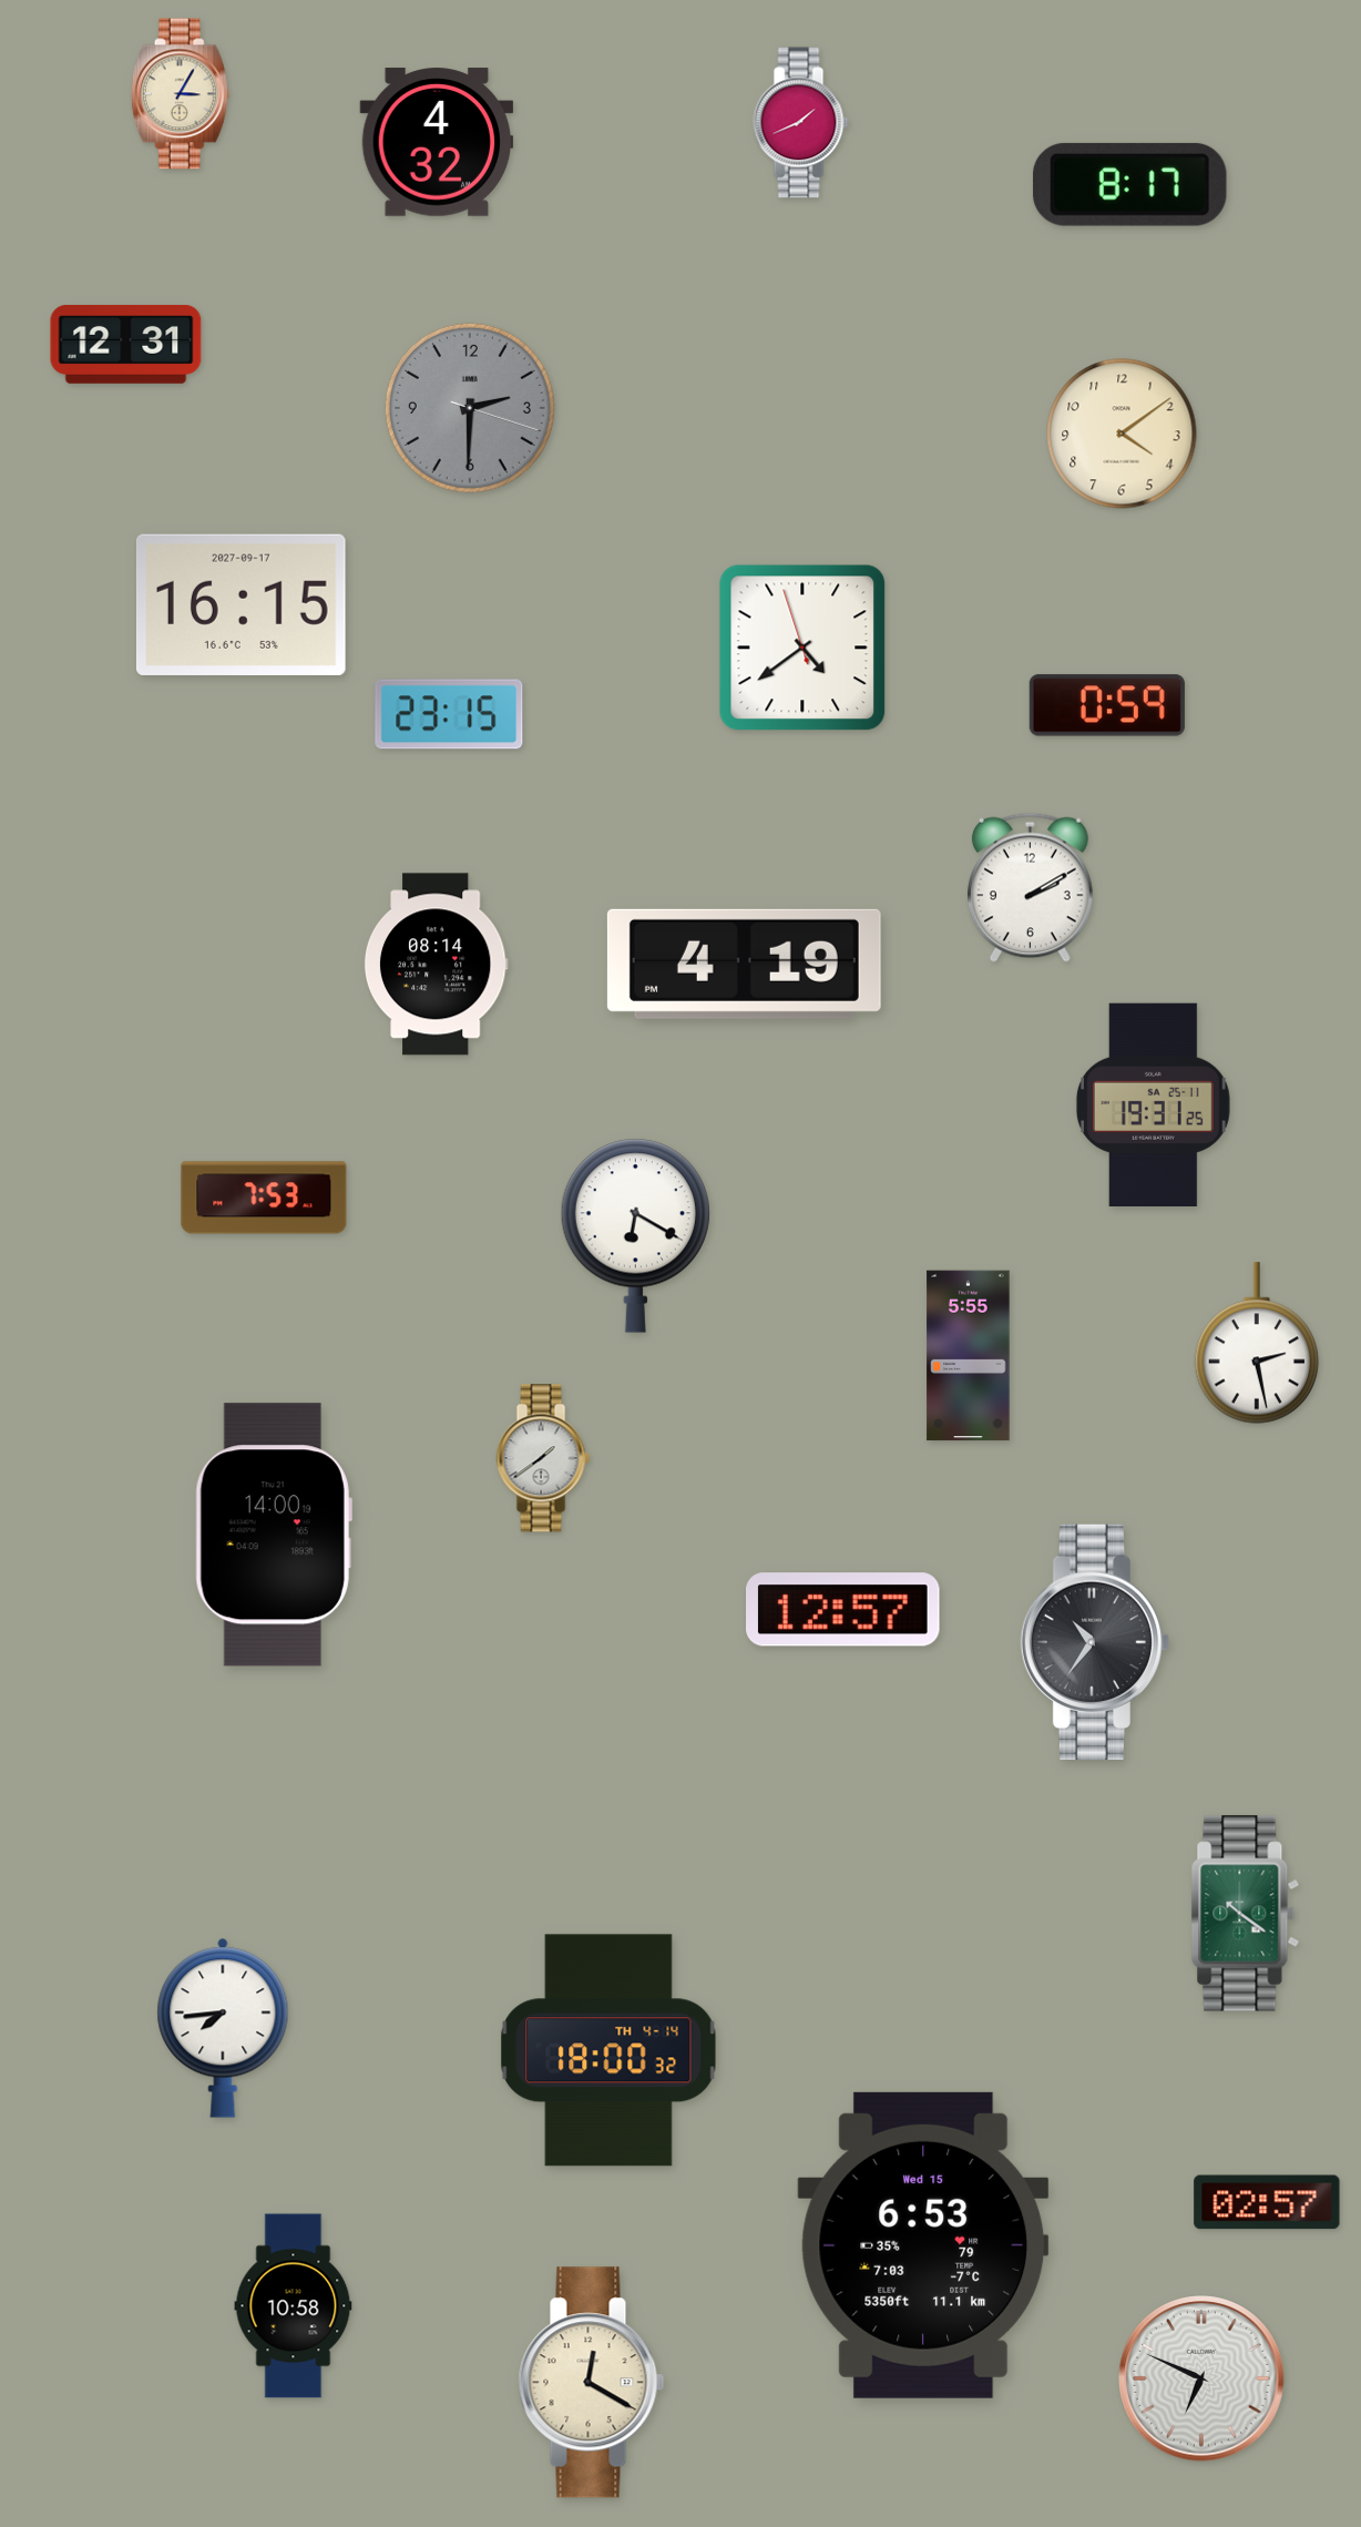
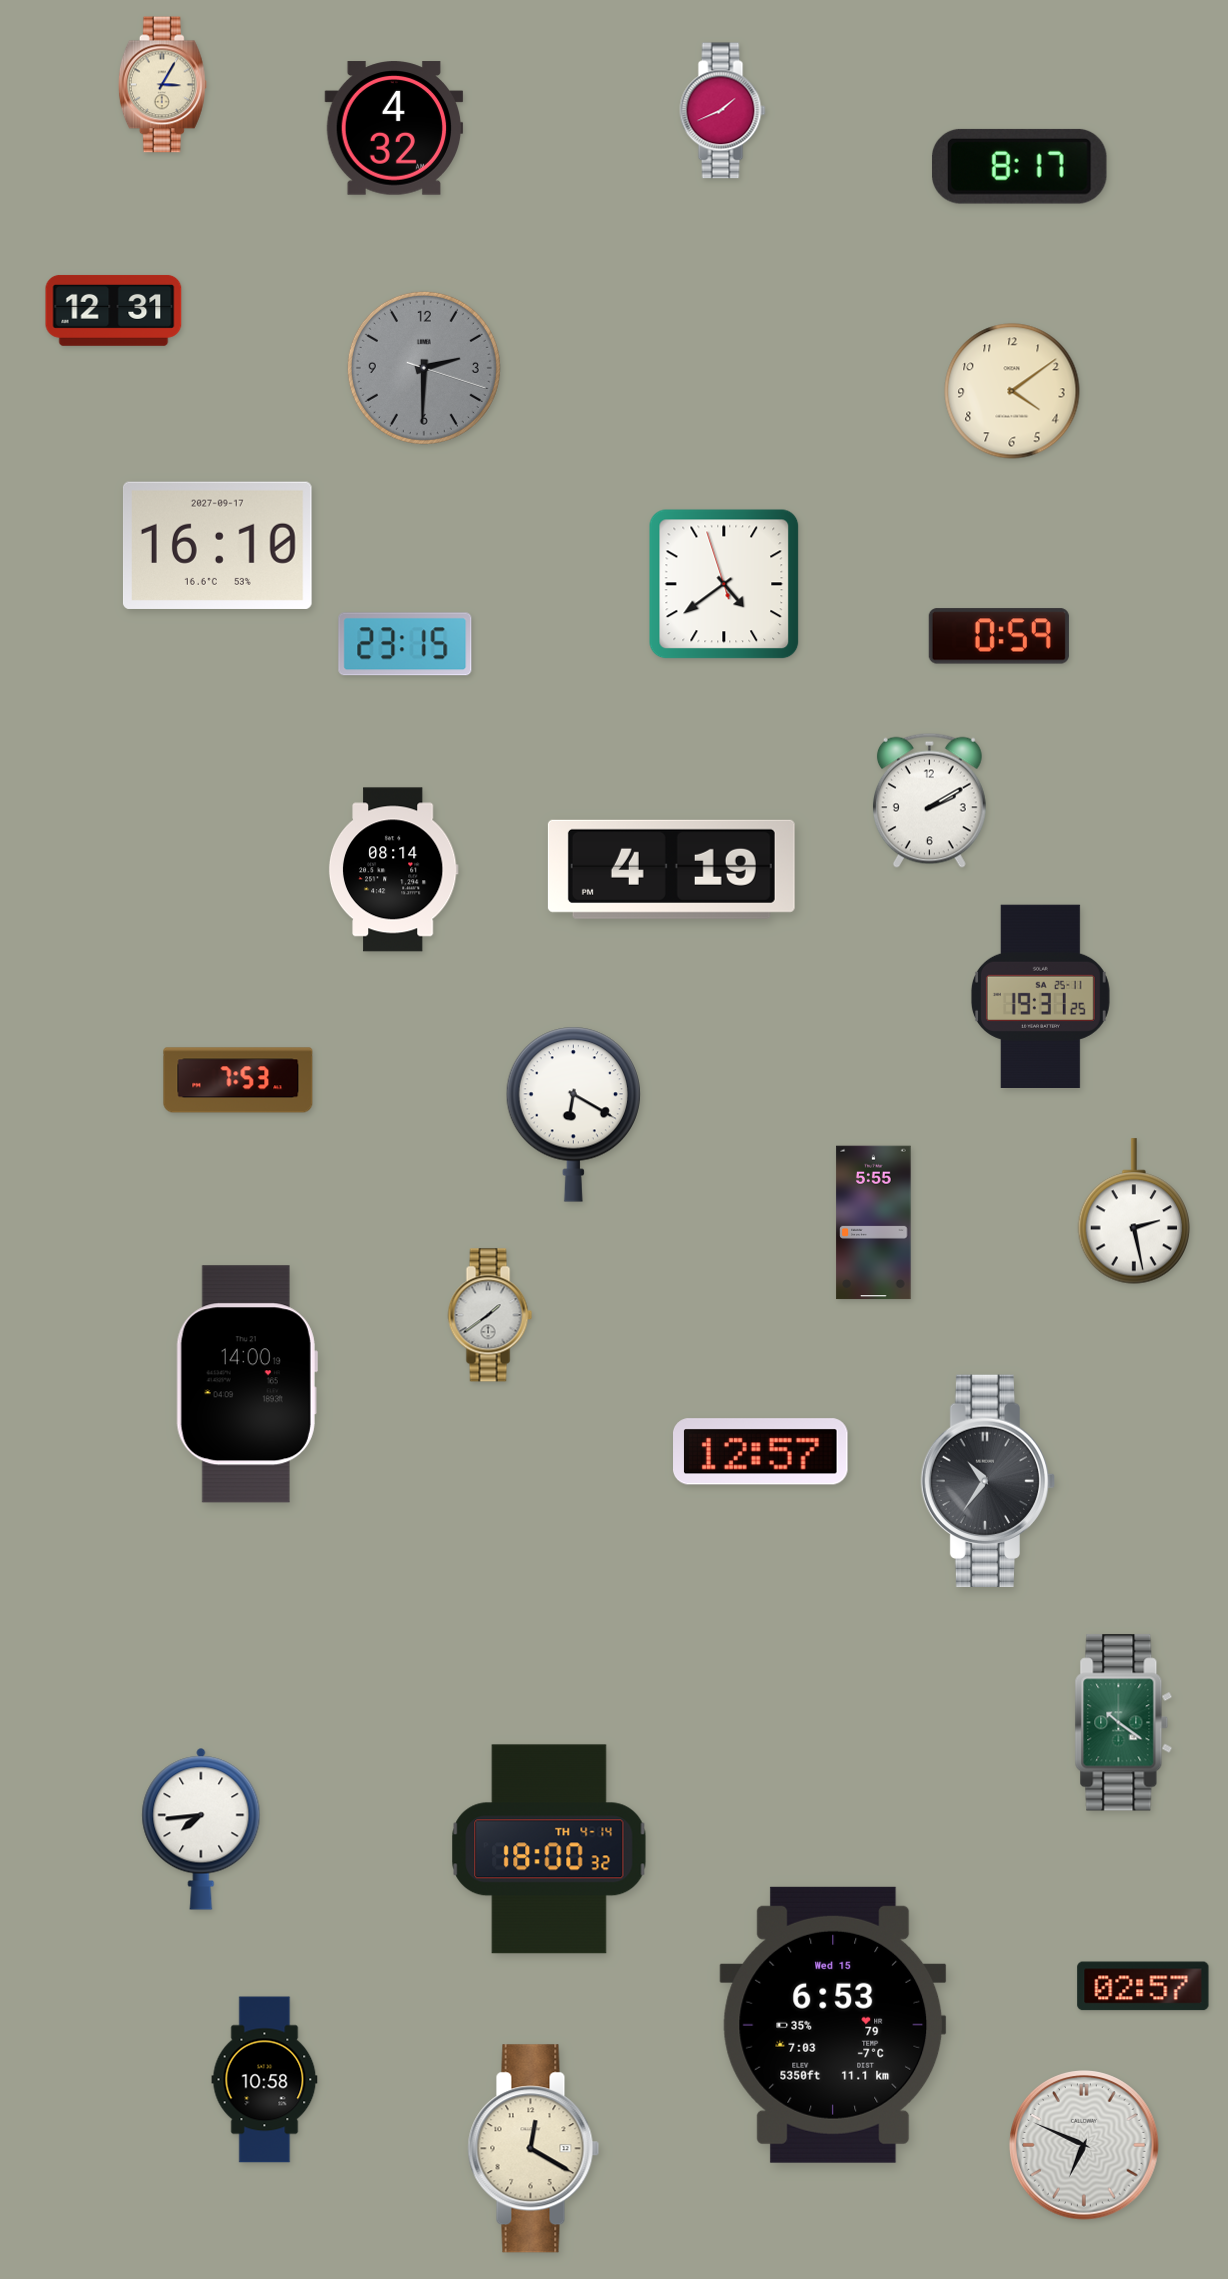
clock at (241, 604): 16:15 -> 16:10
clock at (1246, 1914) position: (1246, 1914) -> (1124, 1723)
